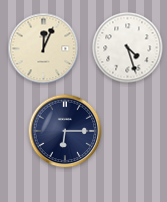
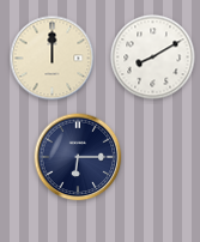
clock at (128, 48): 4:27 -> 8:10
clock at (44, 49): 12:04 -> 12:00
